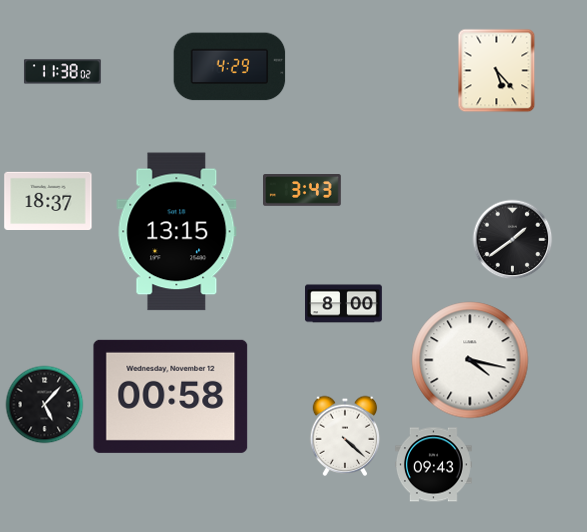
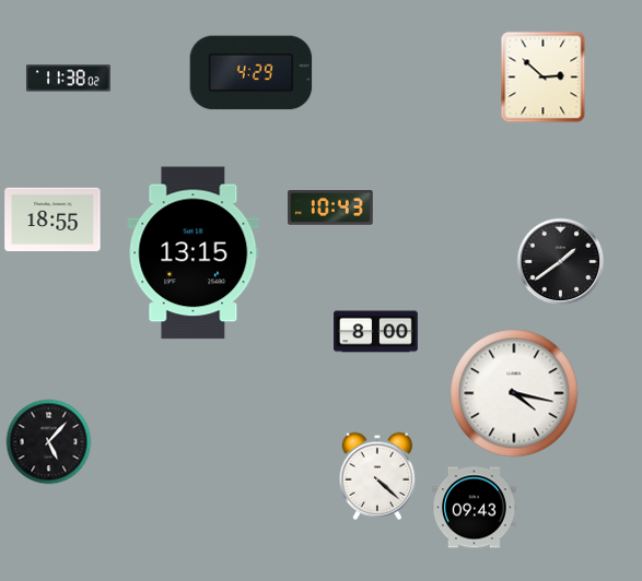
clock at (497, 70): 5:23 -> 2:52
clock at (303, 191): 3:43 -> 10:43
clock at (48, 200): 18:37 -> 18:55
clock at (171, 396): 00:58 -> none
